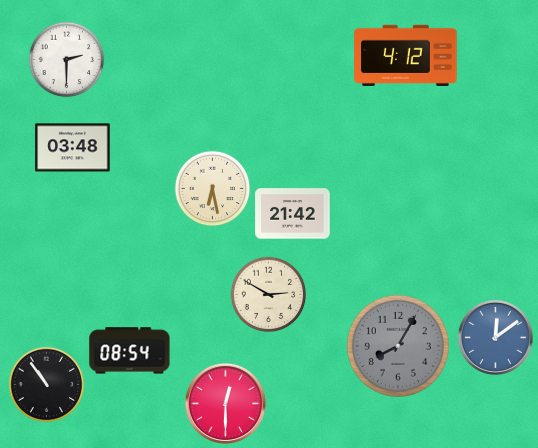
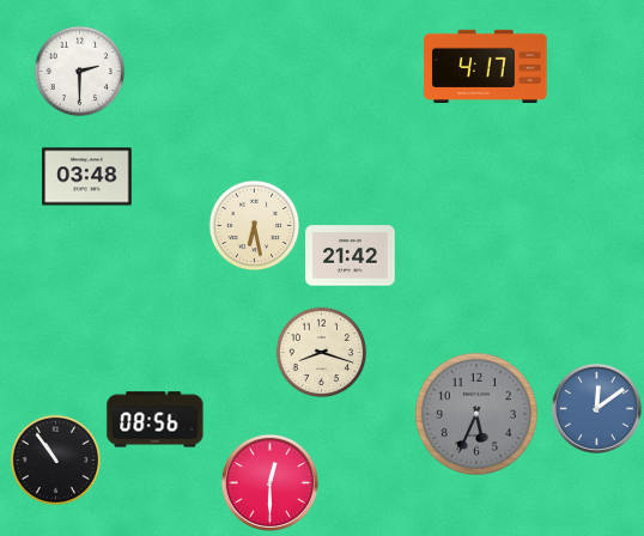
clock at (406, 55): 4:12 -> 4:17
clock at (269, 295): 2:50 -> 8:18
clock at (495, 337) position: (495, 337) -> (596, 408)
clock at (398, 346): 8:05 -> 5:34
clock at (130, 351): 08:54 -> 08:56
